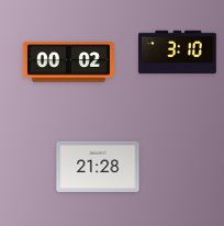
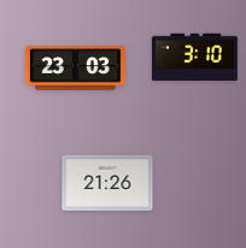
clock at (68, 63): 00:02 -> 23:03
clock at (98, 167): 21:28 -> 21:26
